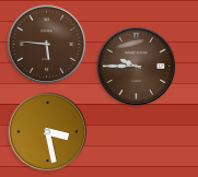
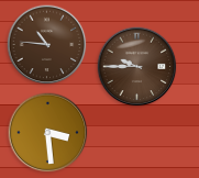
clock at (47, 45): 5:46 -> 10:46
clock at (48, 132): 3:28 -> 3:29
